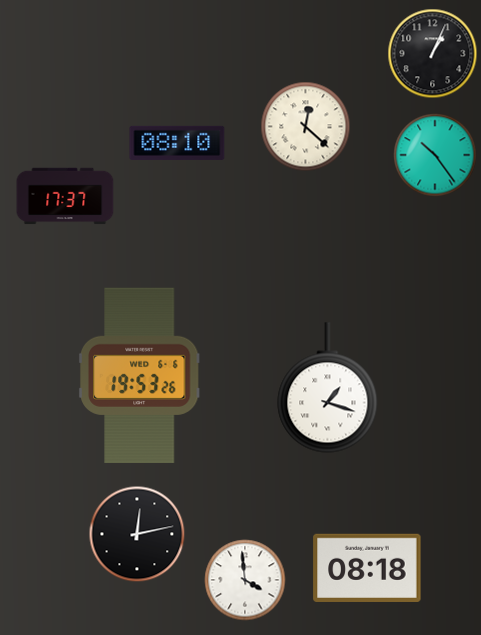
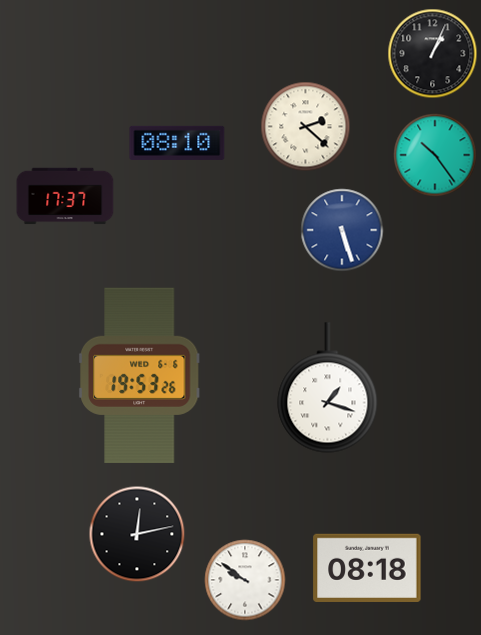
clock at (306, 127): 12:22 -> 2:22
clock at (342, 230): none -> 5:27
clock at (245, 580): 3:59 -> 9:51
